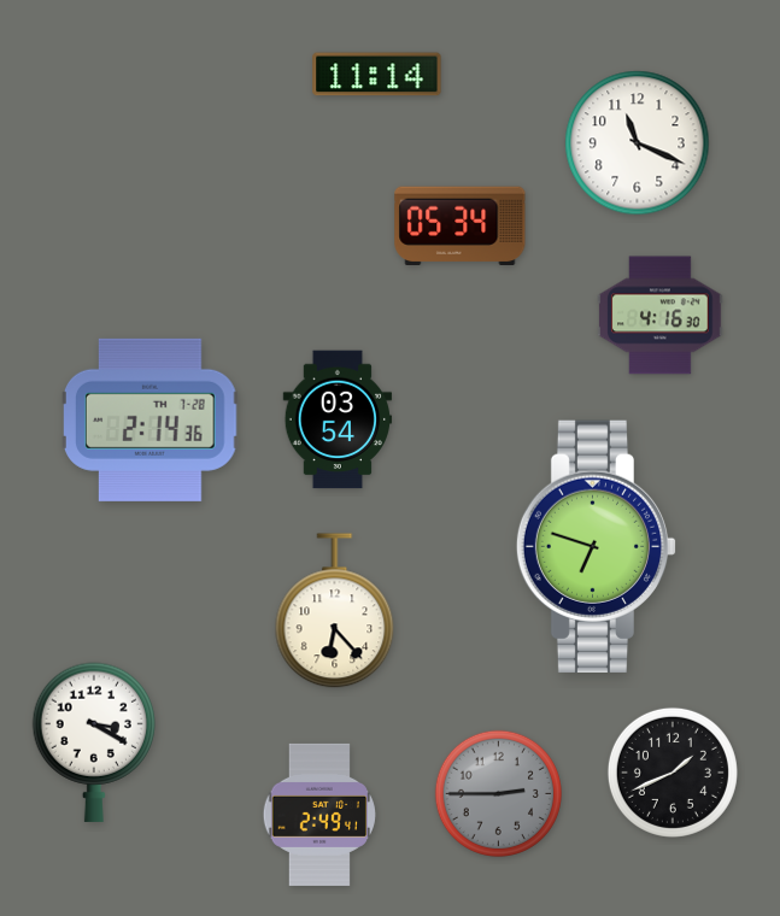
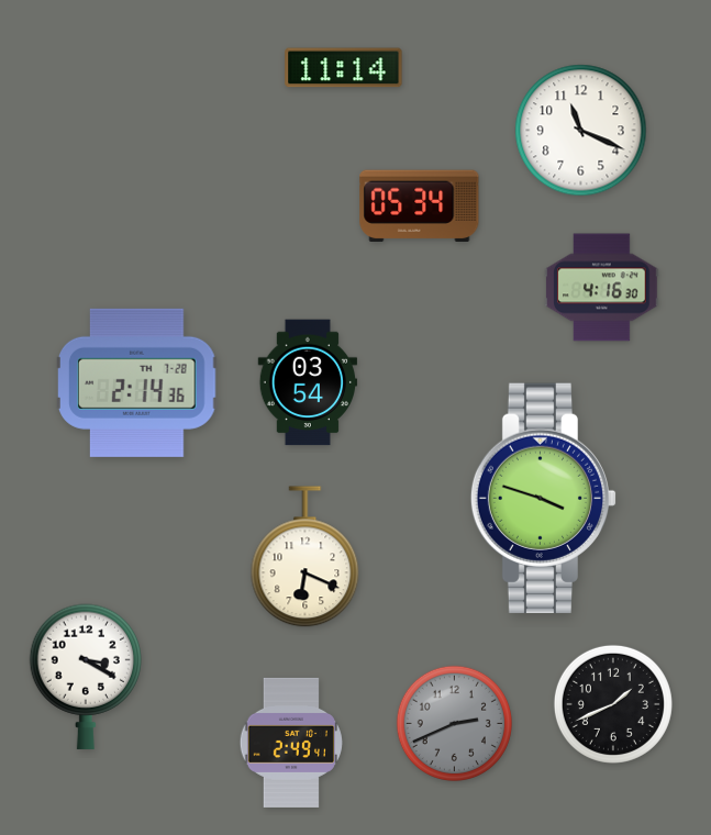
clock at (597, 546): 6:48 -> 3:48
clock at (335, 611): 6:23 -> 6:19
clock at (498, 793): 2:45 -> 2:41
